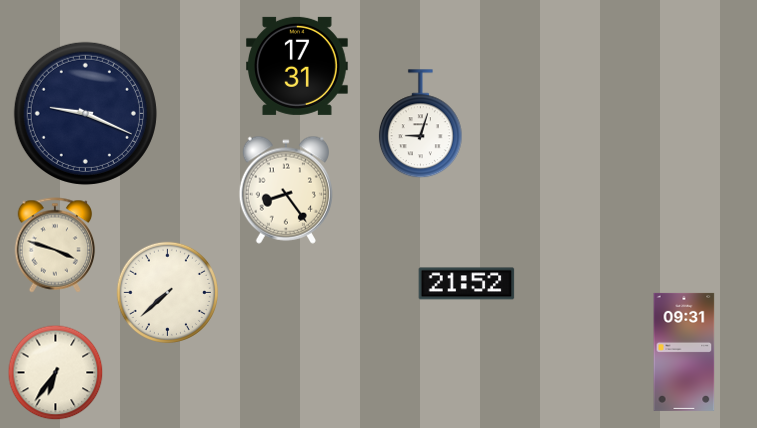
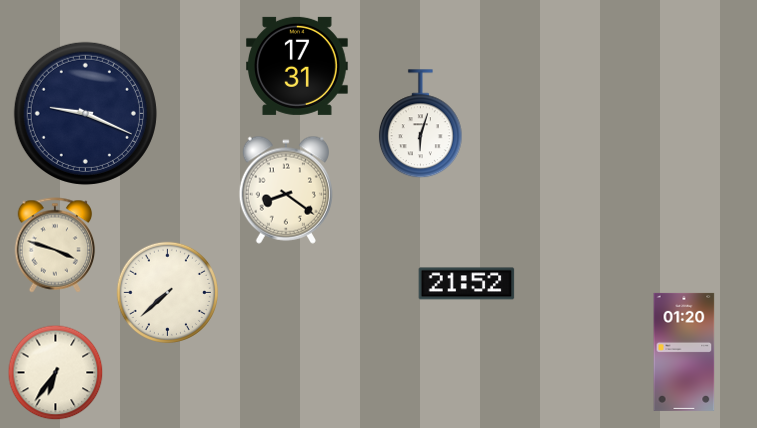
clock at (420, 124): 9:03 -> 6:03
clock at (285, 190): 8:24 -> 8:21
clock at (684, 352): 09:31 -> 01:20
